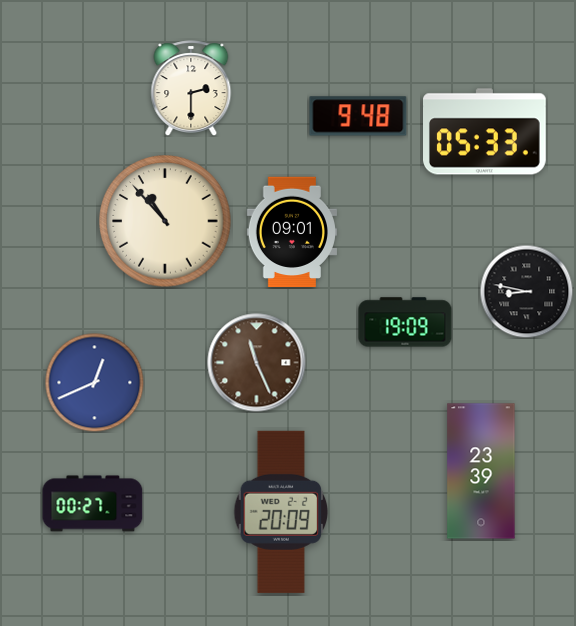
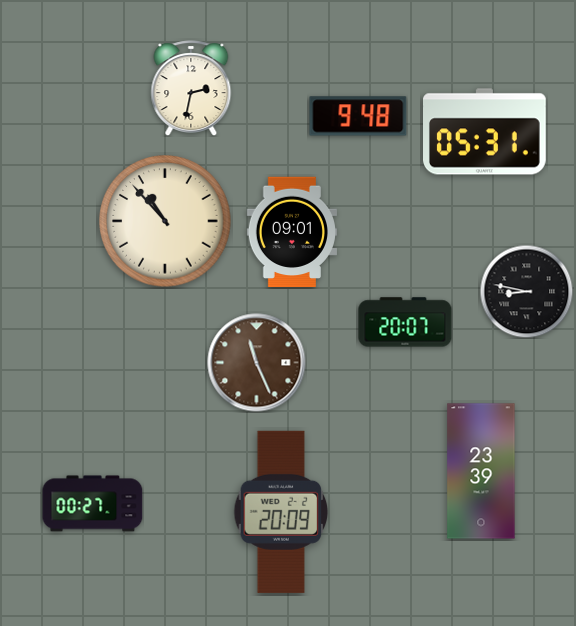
clock at (191, 88): 2:30 -> 2:32
clock at (485, 132): 05:33 -> 05:31
clock at (405, 322): 19:09 -> 20:07
clock at (95, 383): 12:41 -> none
